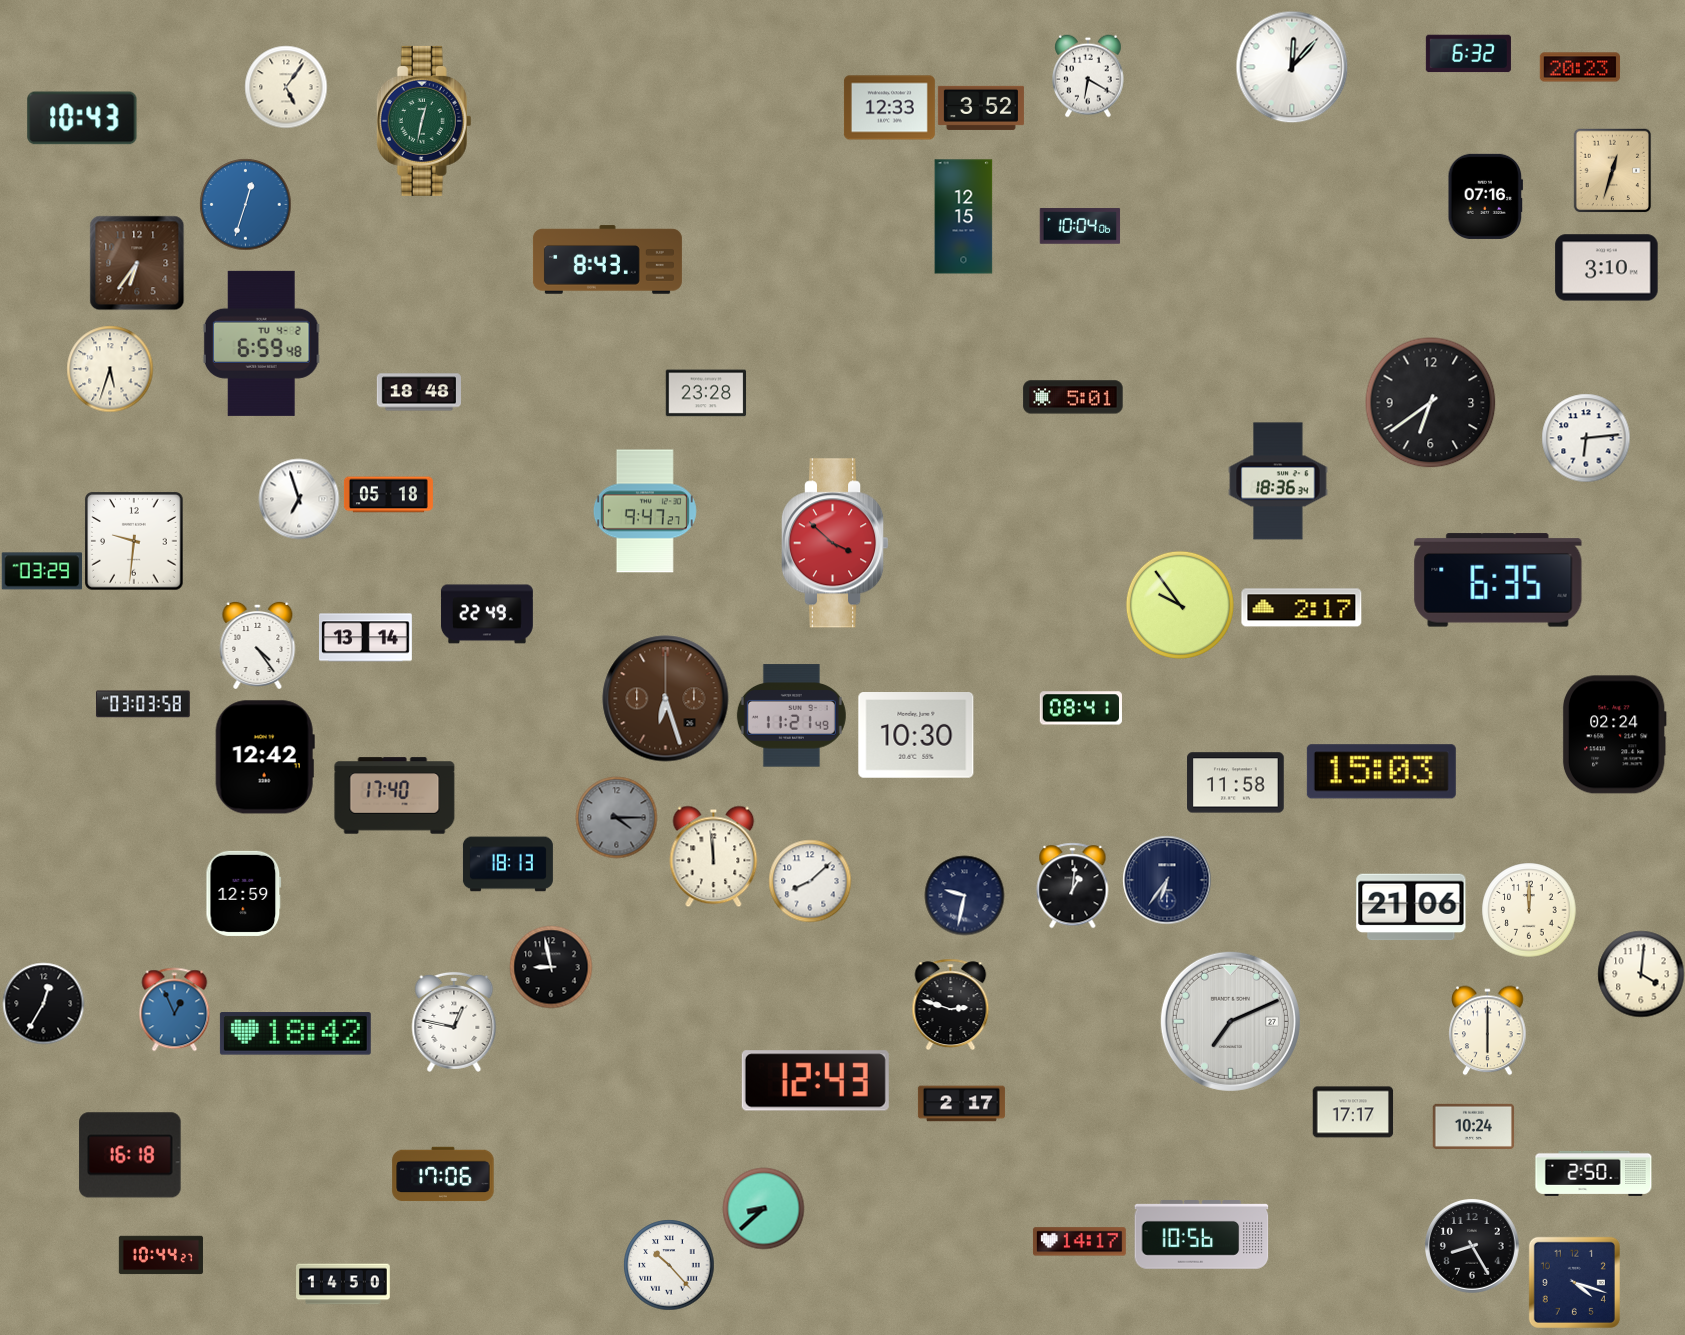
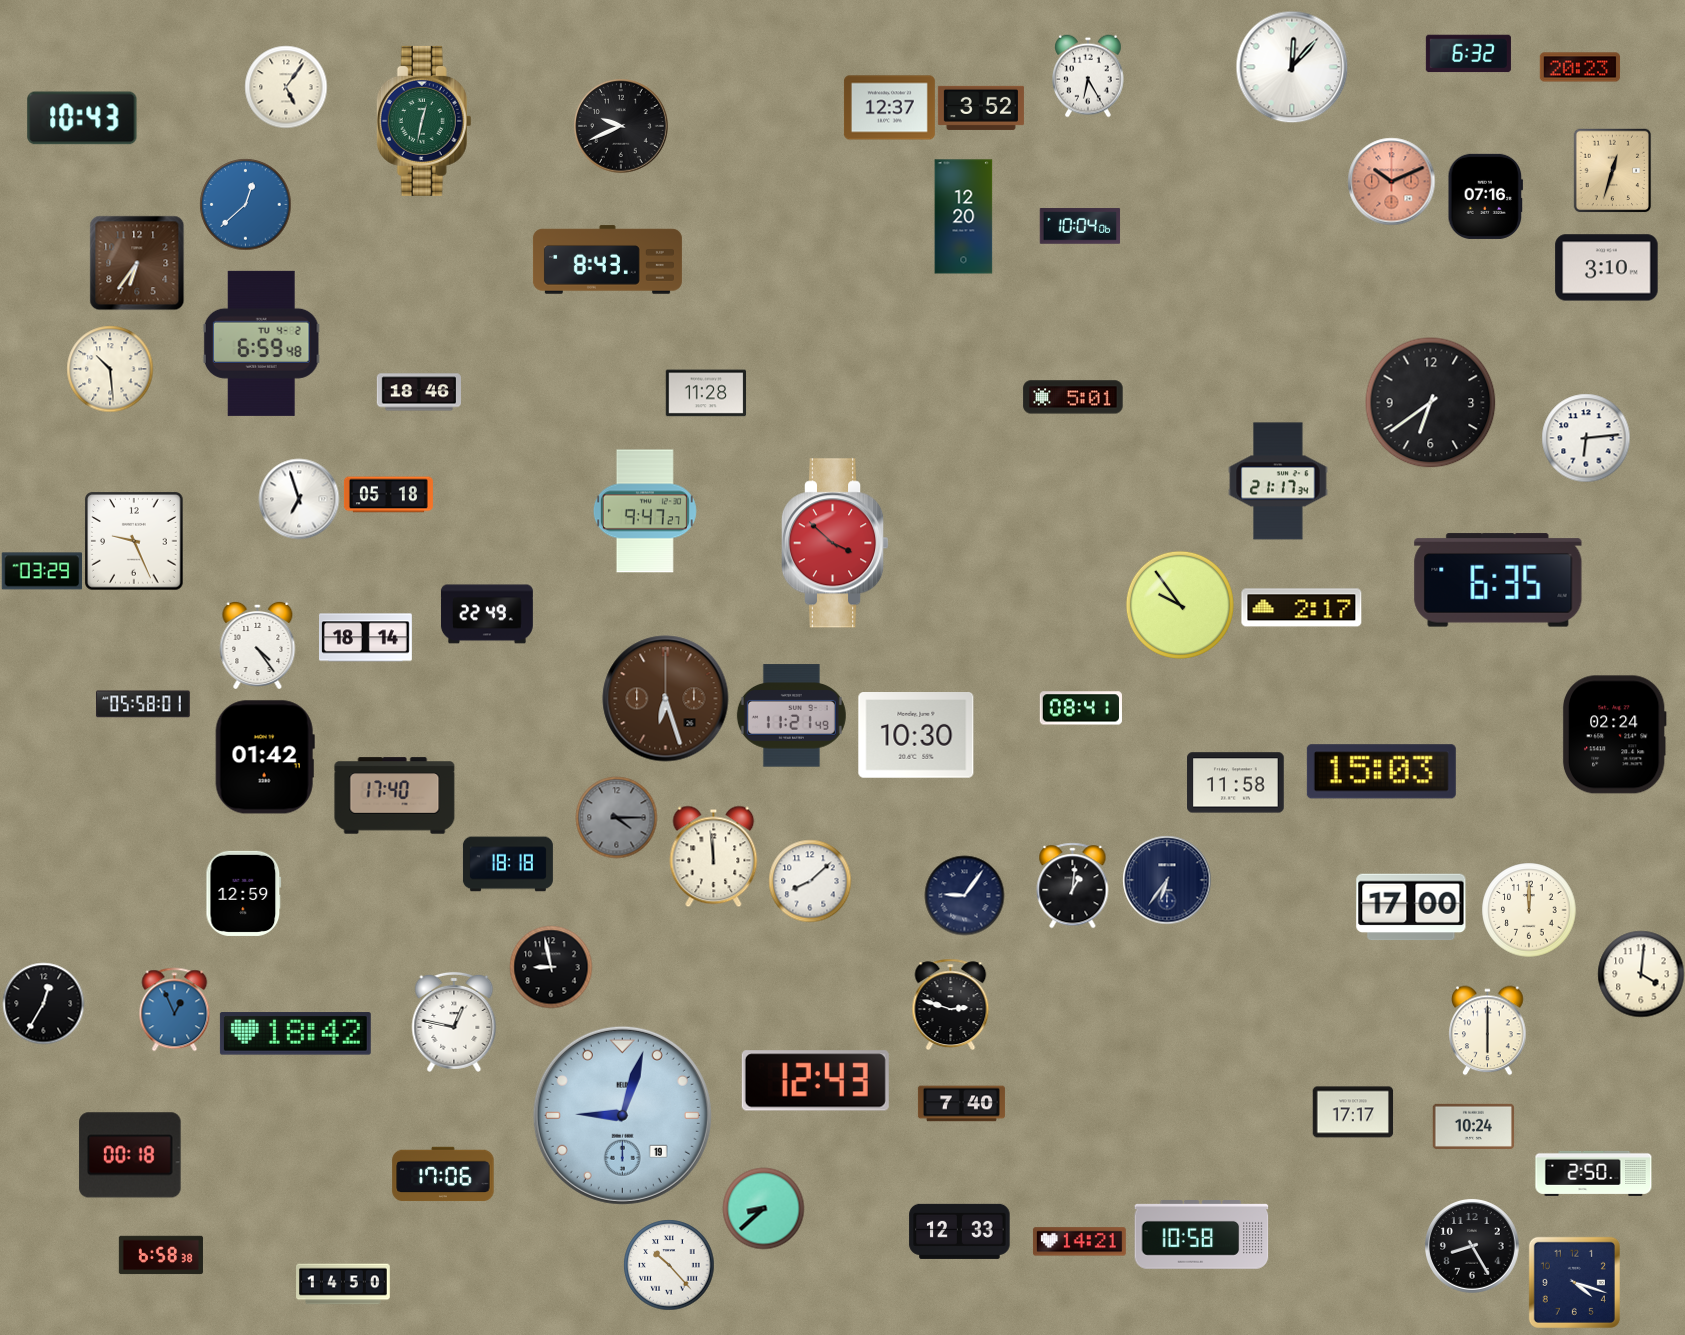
clock at (1088, 76): 6:20 -> 6:25
clock at (889, 108): 12:33 -> 12:37
clock at (621, 126): none -> 9:41
clock at (1391, 181): none -> 10:11
clock at (245, 204): 12:33 -> 12:38
clock at (964, 217): 12:15 -> 12:20
clock at (110, 369): 5:33 -> 10:29
clock at (418, 392): 18:48 -> 18:46
clock at (706, 393): 23:28 -> 11:28
clock at (1278, 481): 18:36 -> 21:17
clock at (134, 541): 9:31 -> 9:26
clock at (366, 638): 13:14 -> 18:14
clock at (143, 704): 03:03 -> 05:58
clock at (265, 757): 12:42 -> 01:42
clock at (508, 864): 18:13 -> 18:18
clock at (964, 895): 9:32 -> 9:06
clock at (1411, 907): 21:06 -> 17:00
clock at (1230, 1021): 7:11 -> none
clock at (961, 1104): 2:17 -> 7:40
clock at (622, 1115): none -> 9:03
clock at (130, 1155): 16:18 -> 00:18
clock at (960, 1231): none -> 12:33
clock at (1202, 1235): 10:56 -> 10:58
clock at (1079, 1242): 14:17 -> 14:21
clock at (161, 1255): 10:44 -> 6:58
